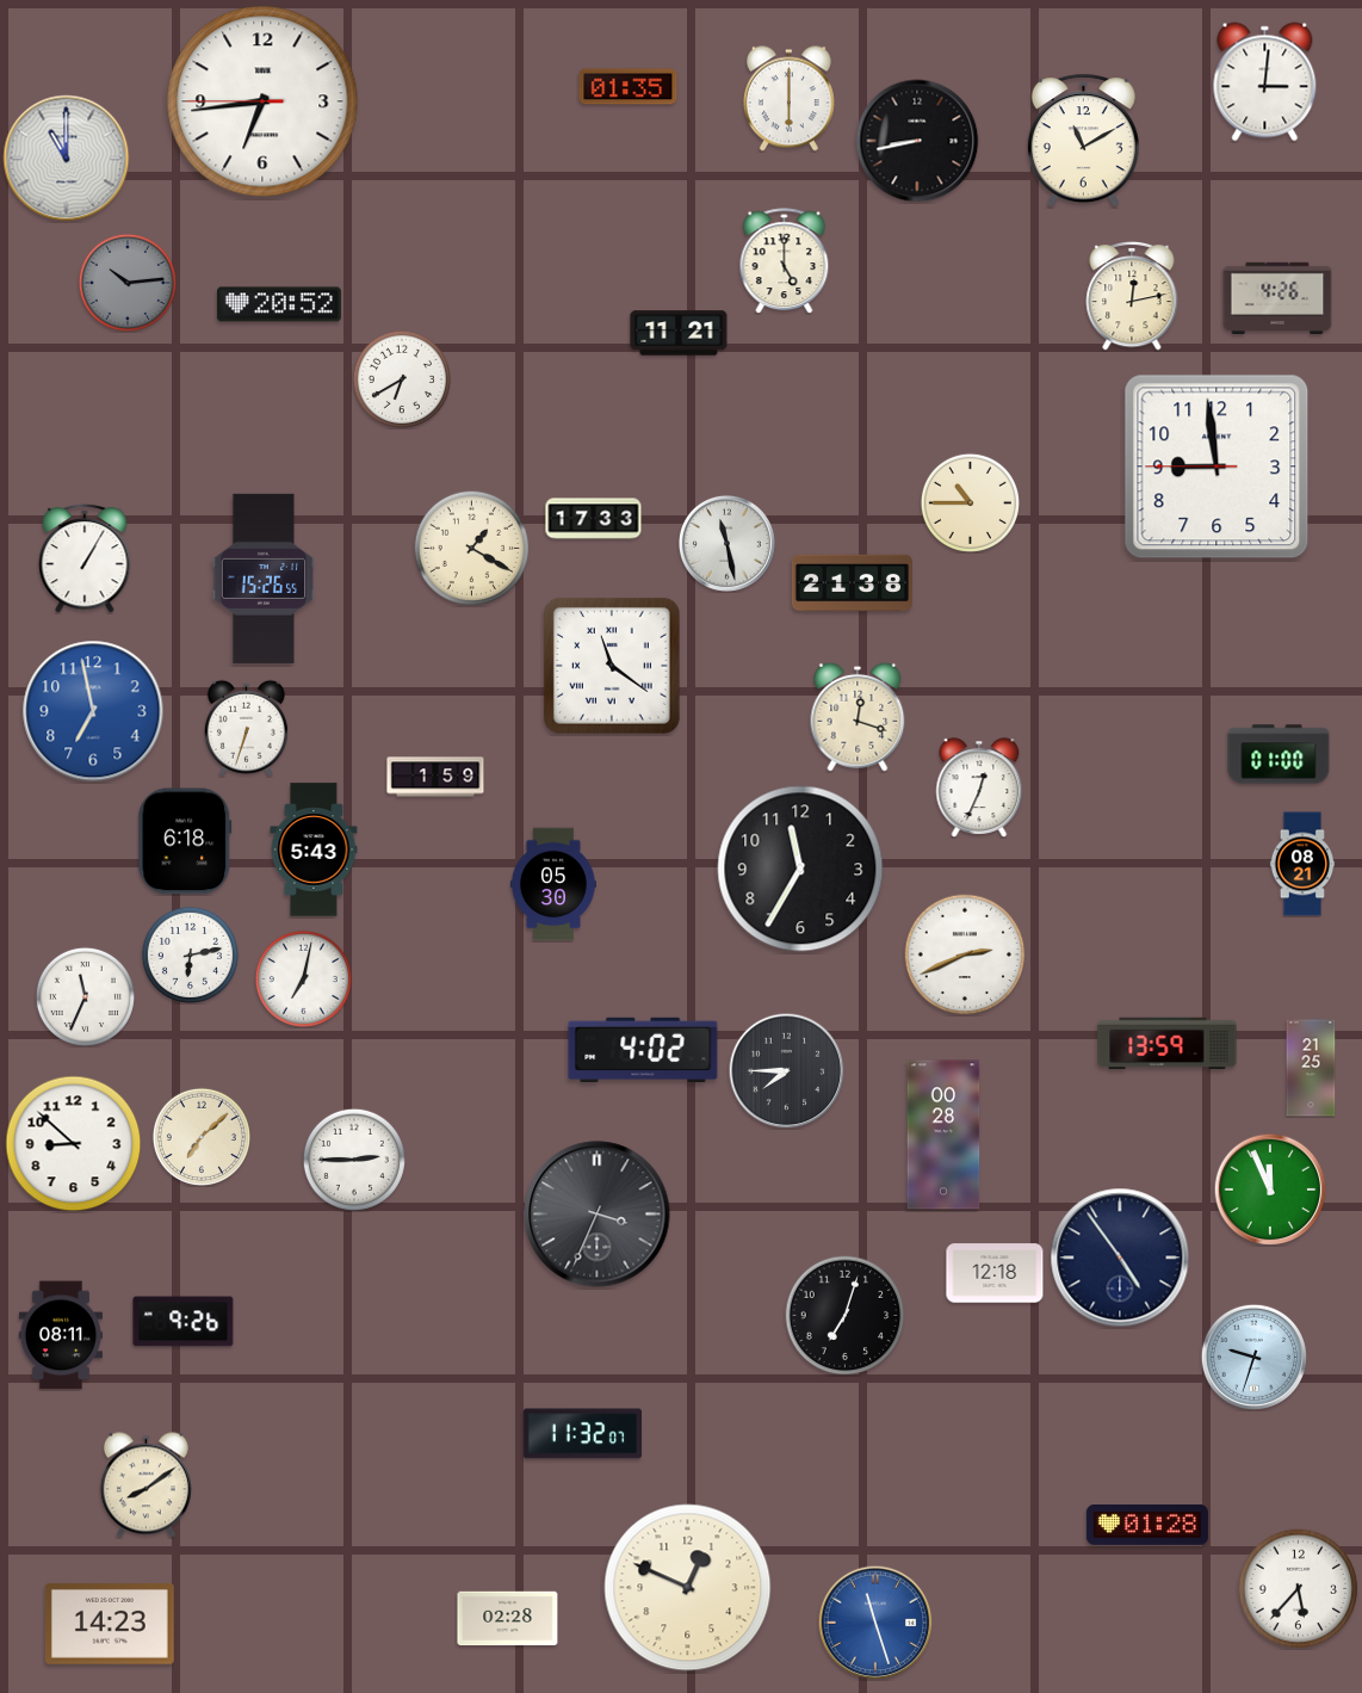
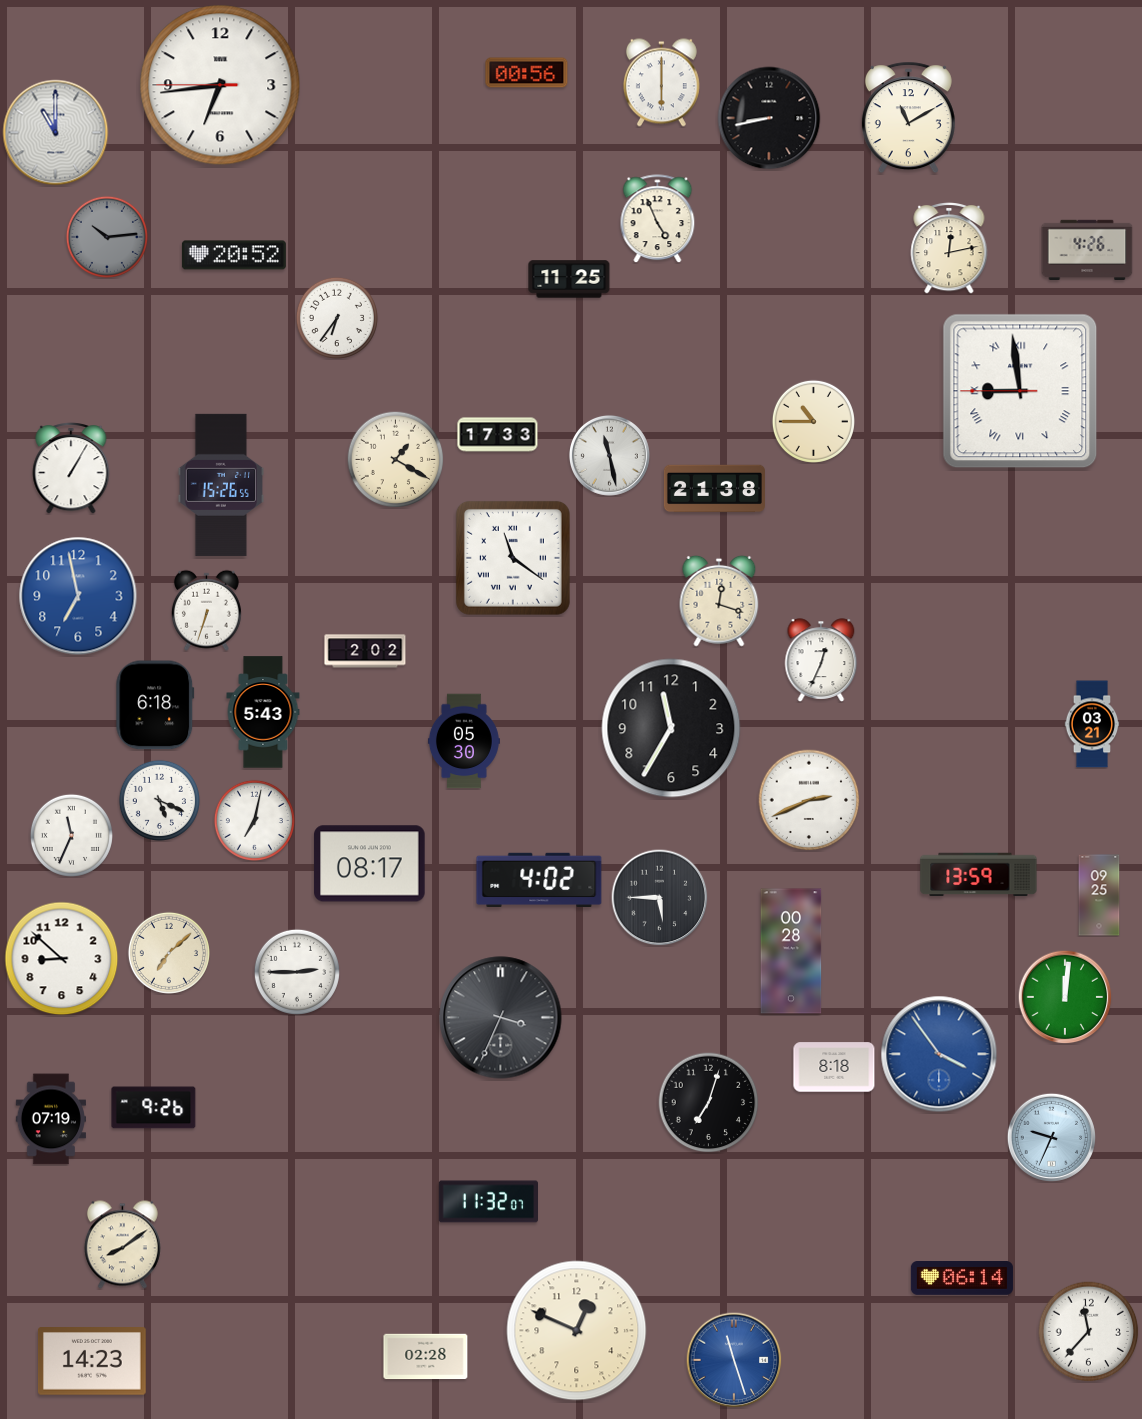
clock at (1265, 82): 3:01 -> none
clock at (629, 87): 01:35 -> 00:56
clock at (785, 261): 5:00 -> 4:56
clock at (1277, 297) position: (1277, 297) -> (1087, 249)
clock at (679, 333): 11:21 -> 11:25
clock at (402, 379): 6:40 -> 6:36
clock at (1216, 466) numerals: Arabic -> Roman
clock at (1279, 754): 01:00 -> none
clock at (435, 777): 1:59 -> 2:02
clock at (1302, 864): 08:21 -> 03:21
clock at (190, 954): 6:13 -> 5:19
clock at (370, 864): none -> 08:17
clock at (1311, 1068): 21:25 -> 09:25
clock at (787, 1071): 7:45 -> 5:45
clock at (1270, 1190): 11:56 -> 12:01
clock at (1120, 1258): 4:54 -> 3:54
clock at (1120, 1258) dial: navy -> blue
clock at (995, 1273): 12:18 -> 8:18
clock at (60, 1335): 08:11 -> 07:19
clock at (1253, 1357): 9:33 -> 9:34
clock at (1147, 1526): 01:28 -> 06:14
clock at (1299, 1589): 5:37 -> 11:37
